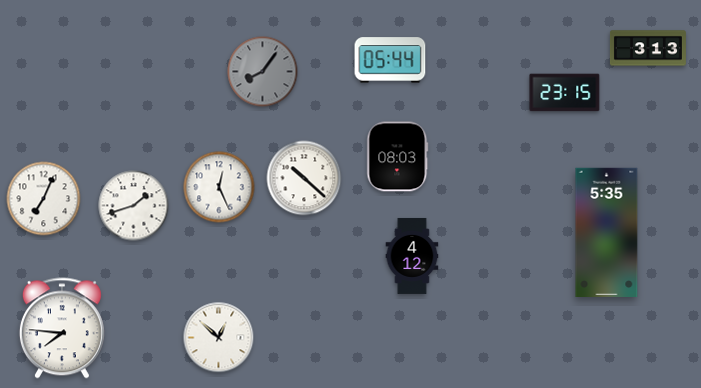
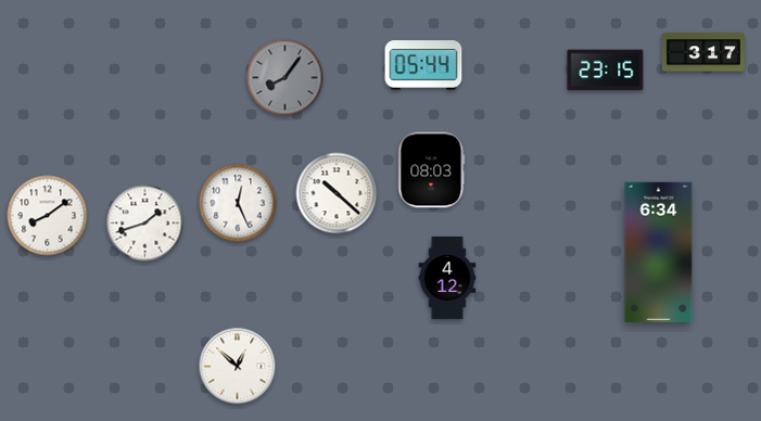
clock at (648, 48): 3:13 -> 3:17
clock at (565, 93) position: (565, 93) -> (606, 71)
clock at (304, 178) position: (304, 178) -> (337, 193)
clock at (44, 199): 7:04 -> 8:09
clock at (607, 232): 5:35 -> 6:34
clock at (62, 328): 7:46 -> none
